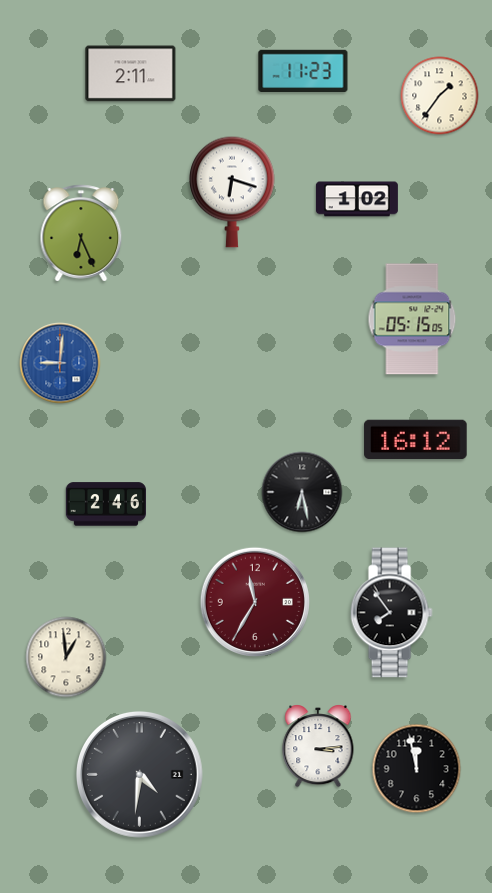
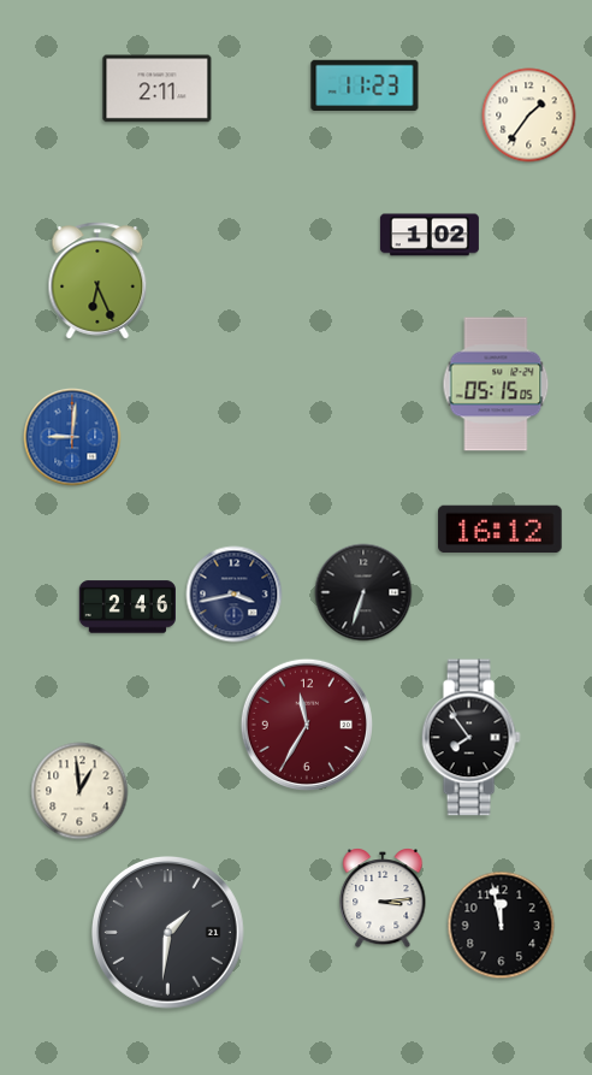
clock at (233, 192): 6:18 -> none
clock at (357, 199) position: (357, 199) -> (430, 235)
clock at (302, 492): 6:28 -> 6:33
clock at (235, 595): none -> 3:43
clock at (140, 775): 4:31 -> 1:31
